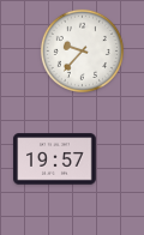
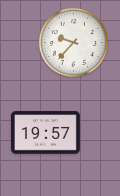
clock at (82, 50) position: (82, 50) -> (73, 42)
